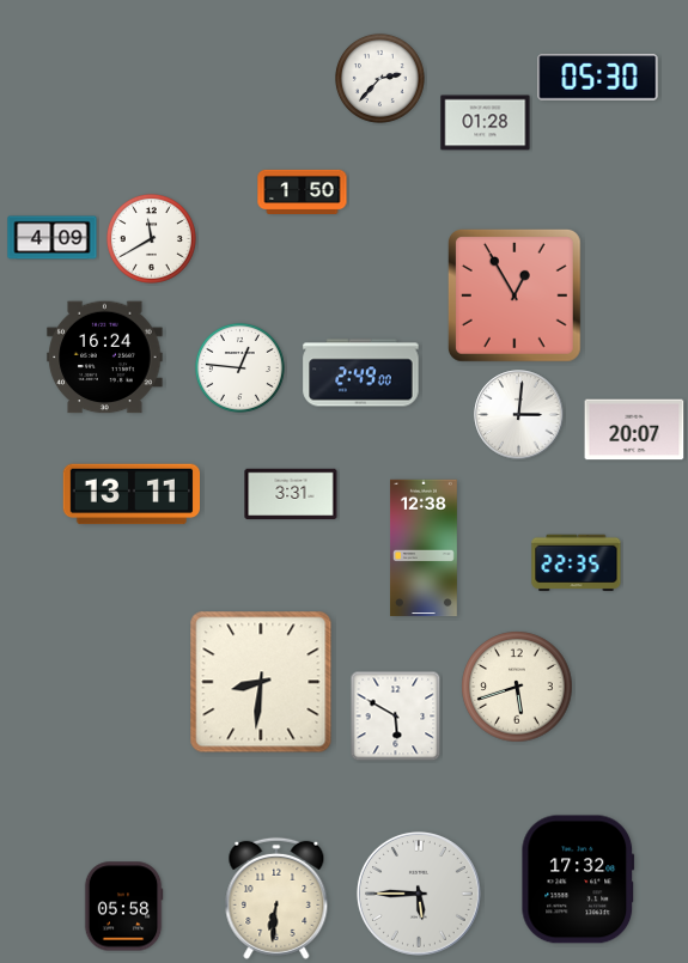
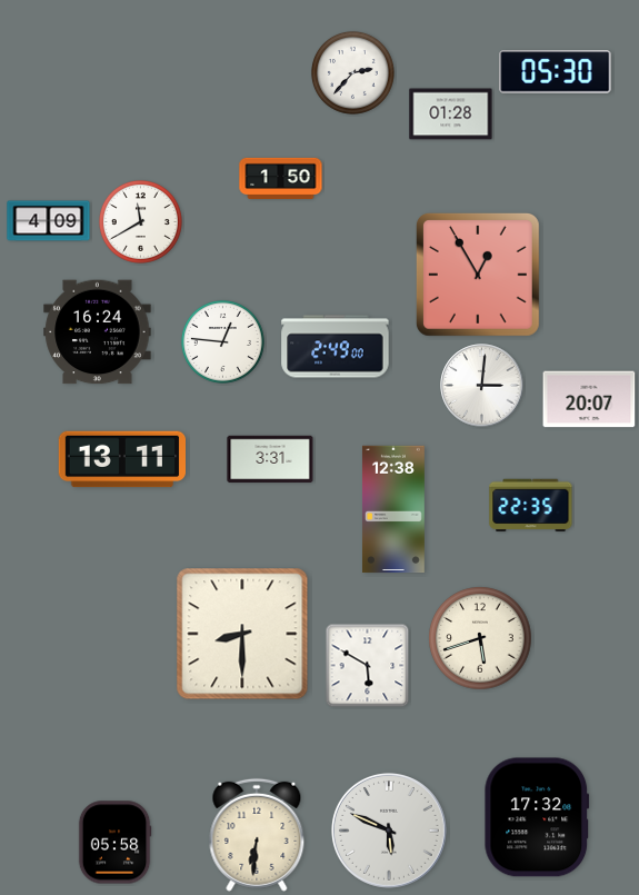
clock at (577, 563) position: (577, 563) -> (531, 506)
clock at (261, 682): 8:31 -> 8:30
clock at (419, 894): 5:45 -> 5:49
